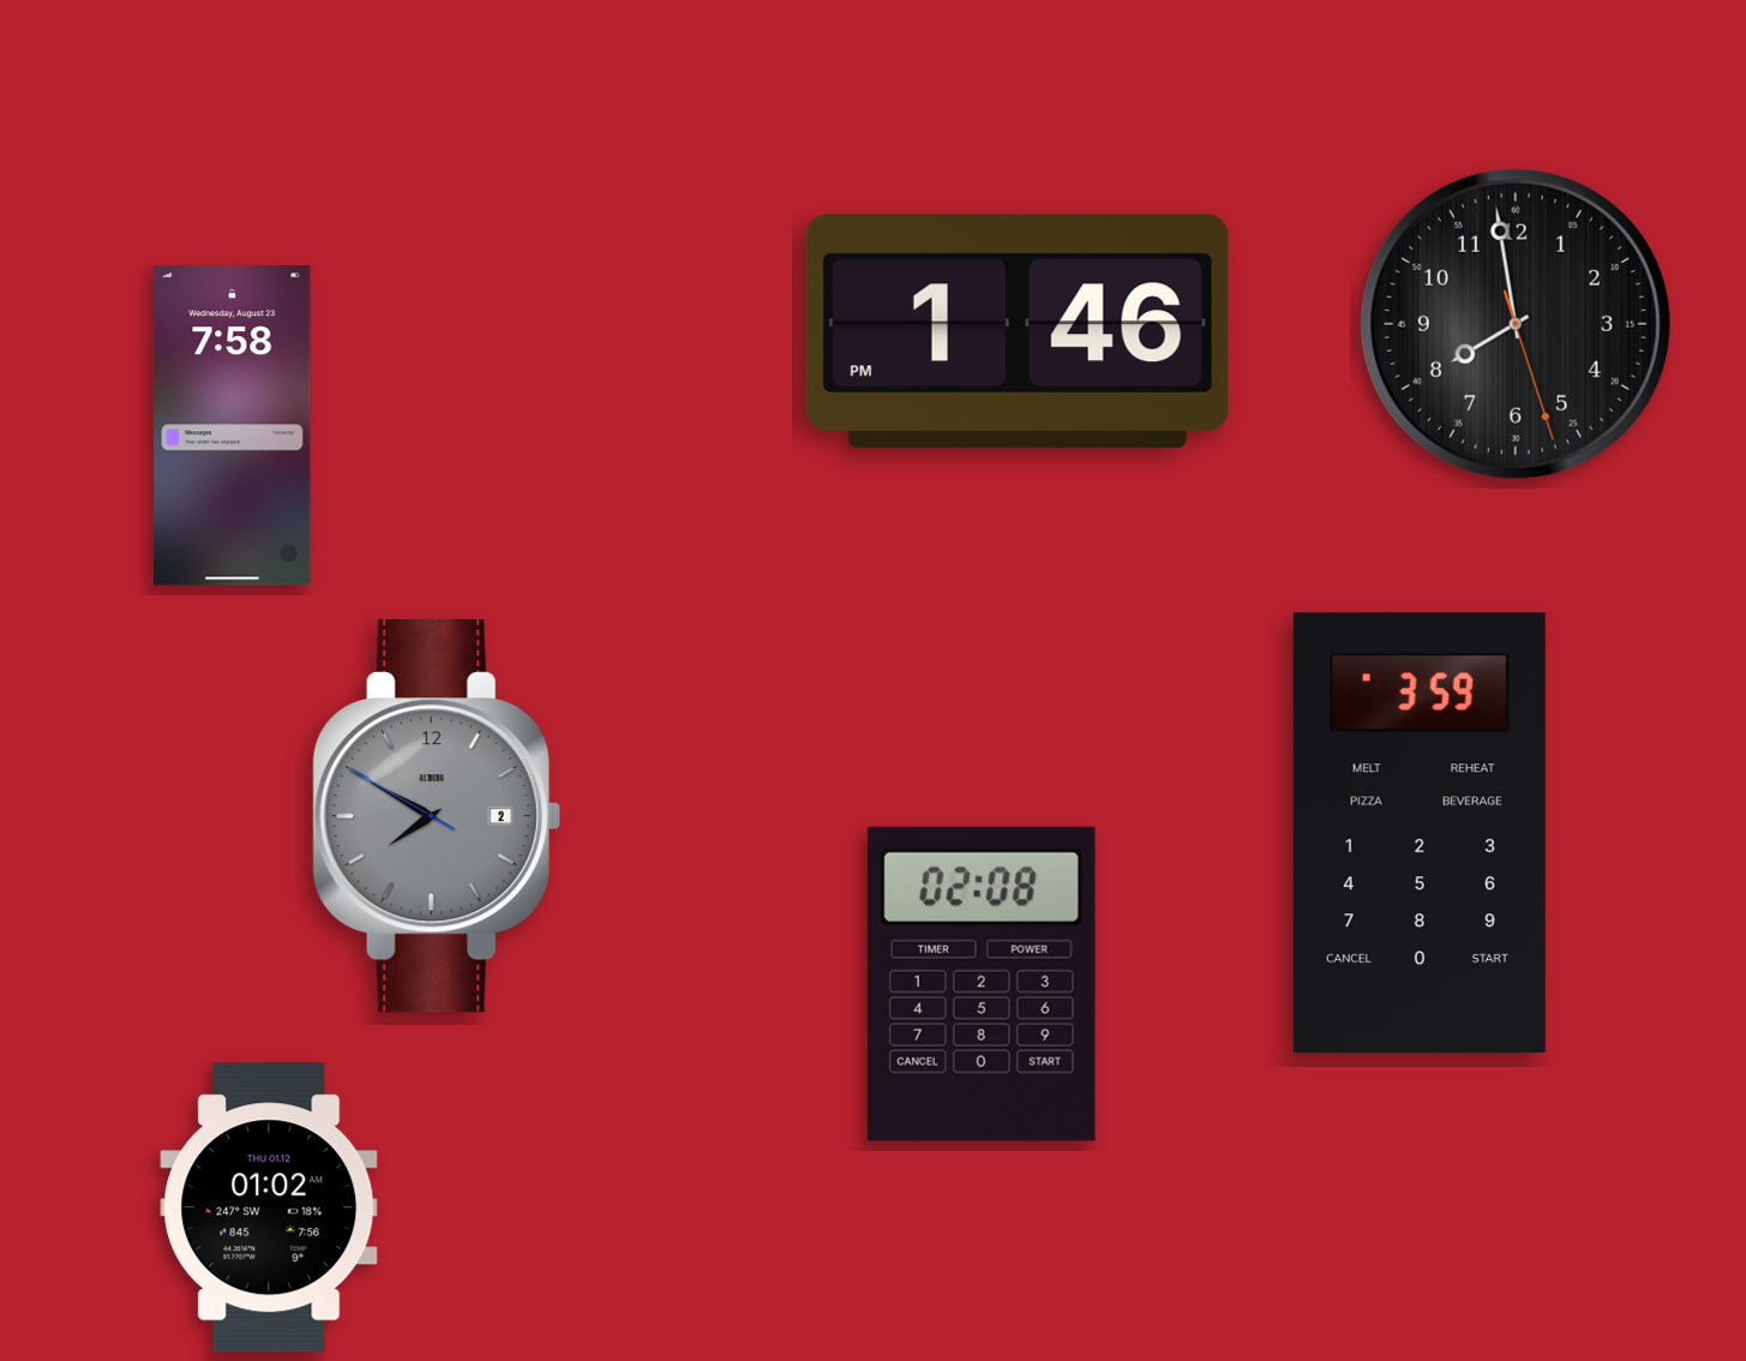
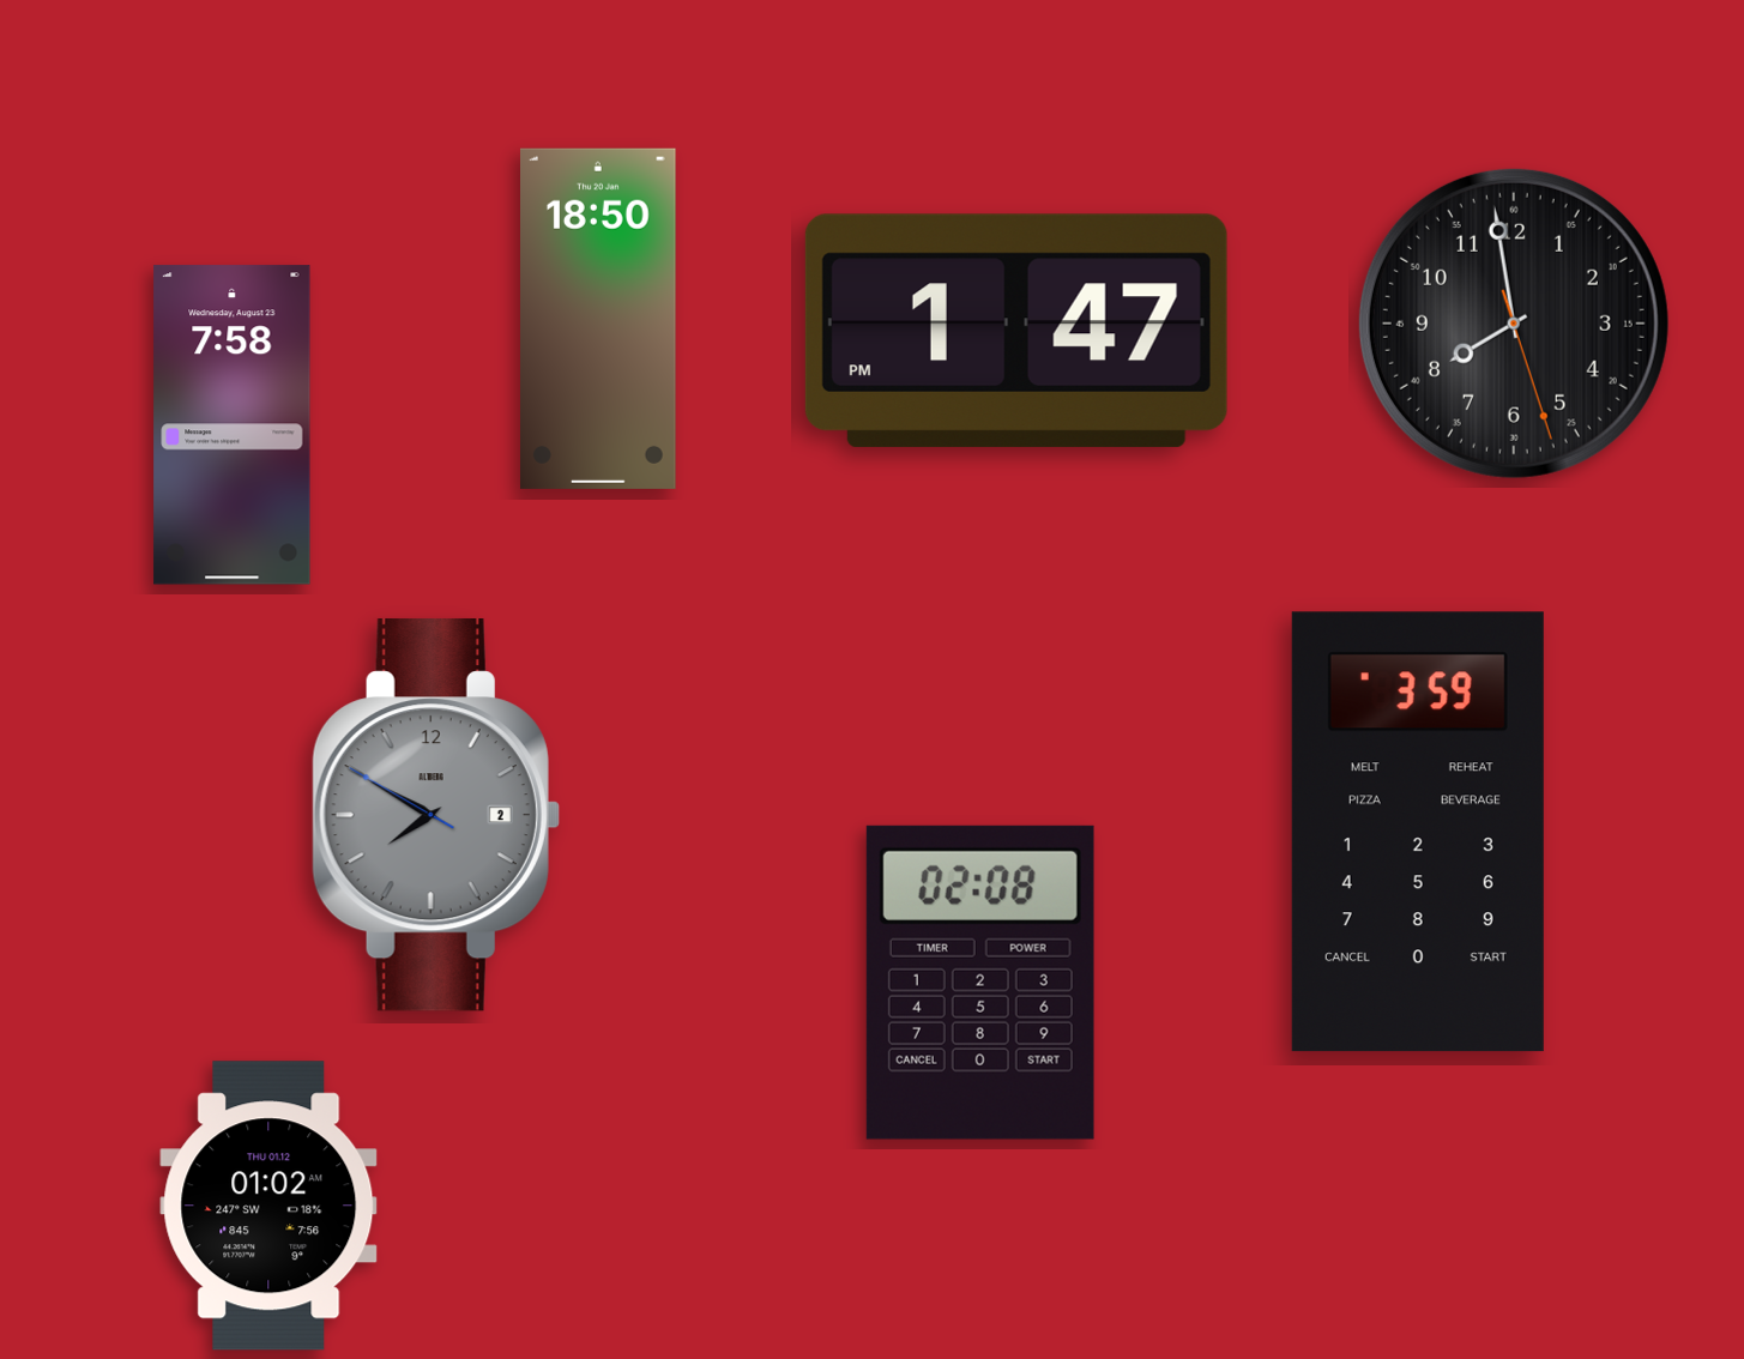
clock at (599, 319): none -> 18:50
clock at (1018, 331): 1:46 -> 1:47
